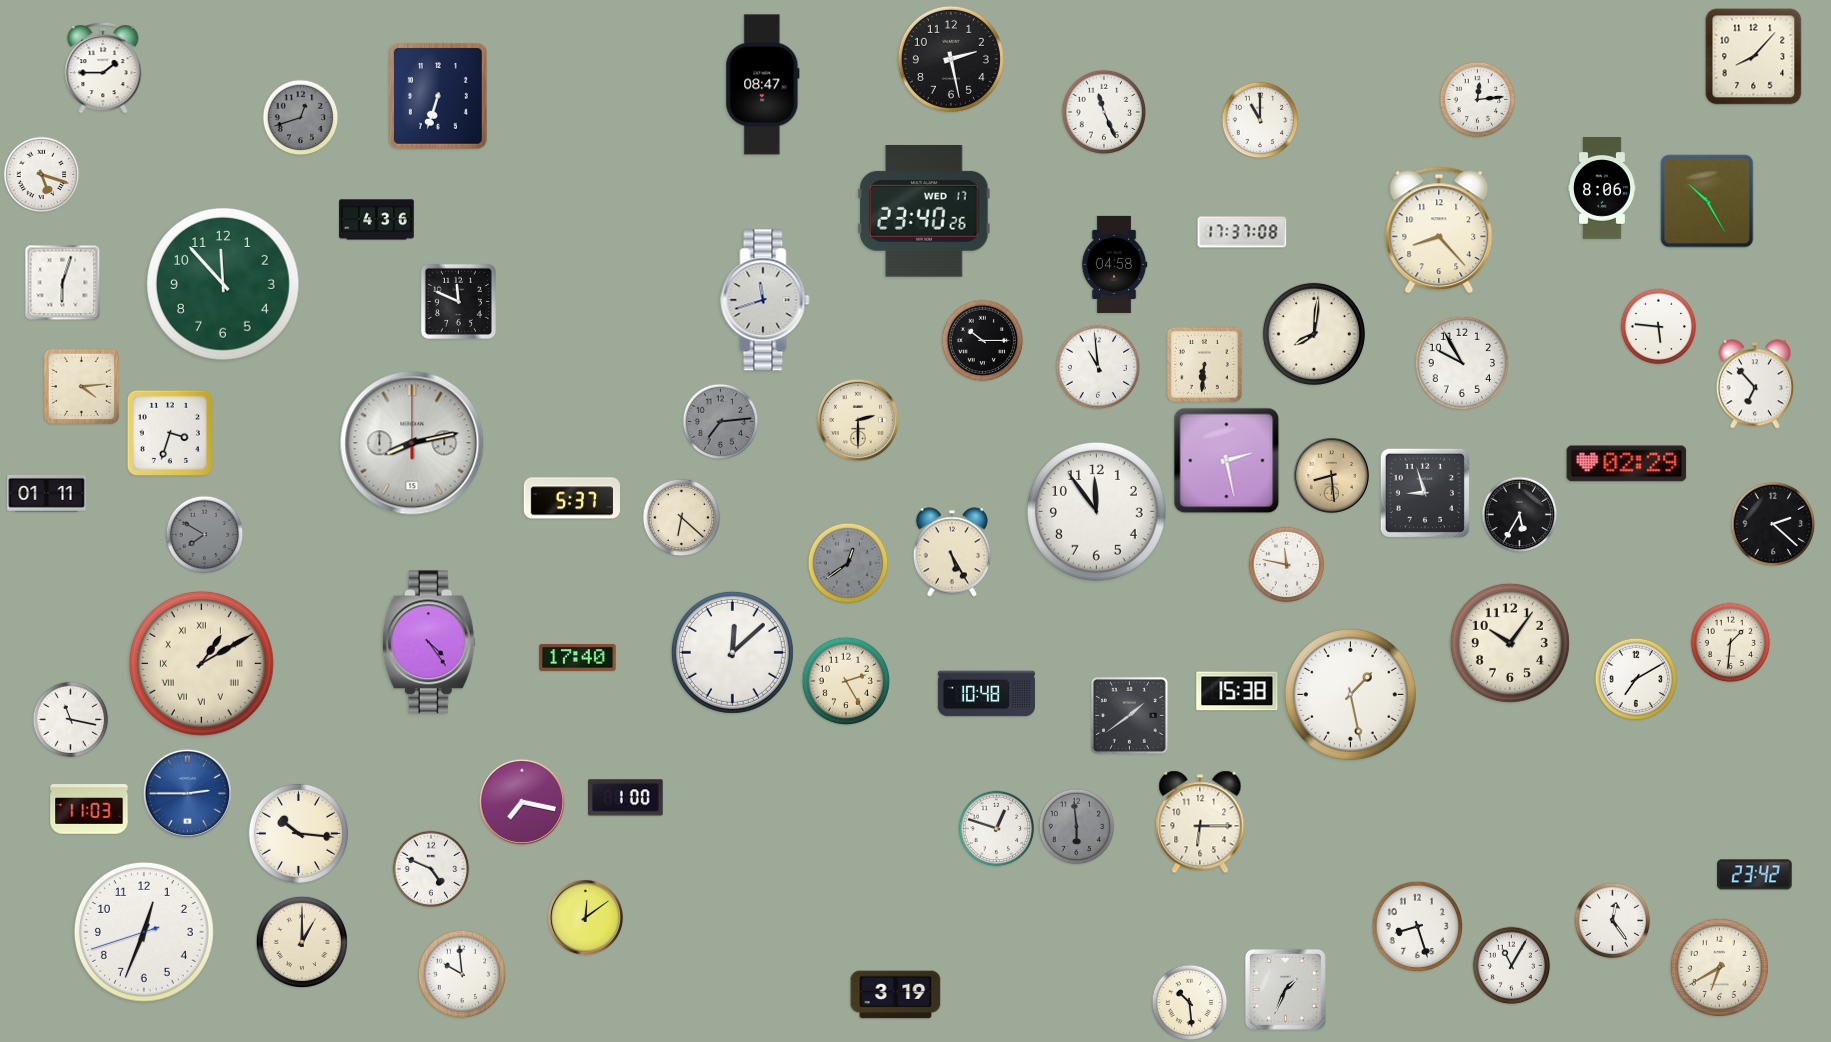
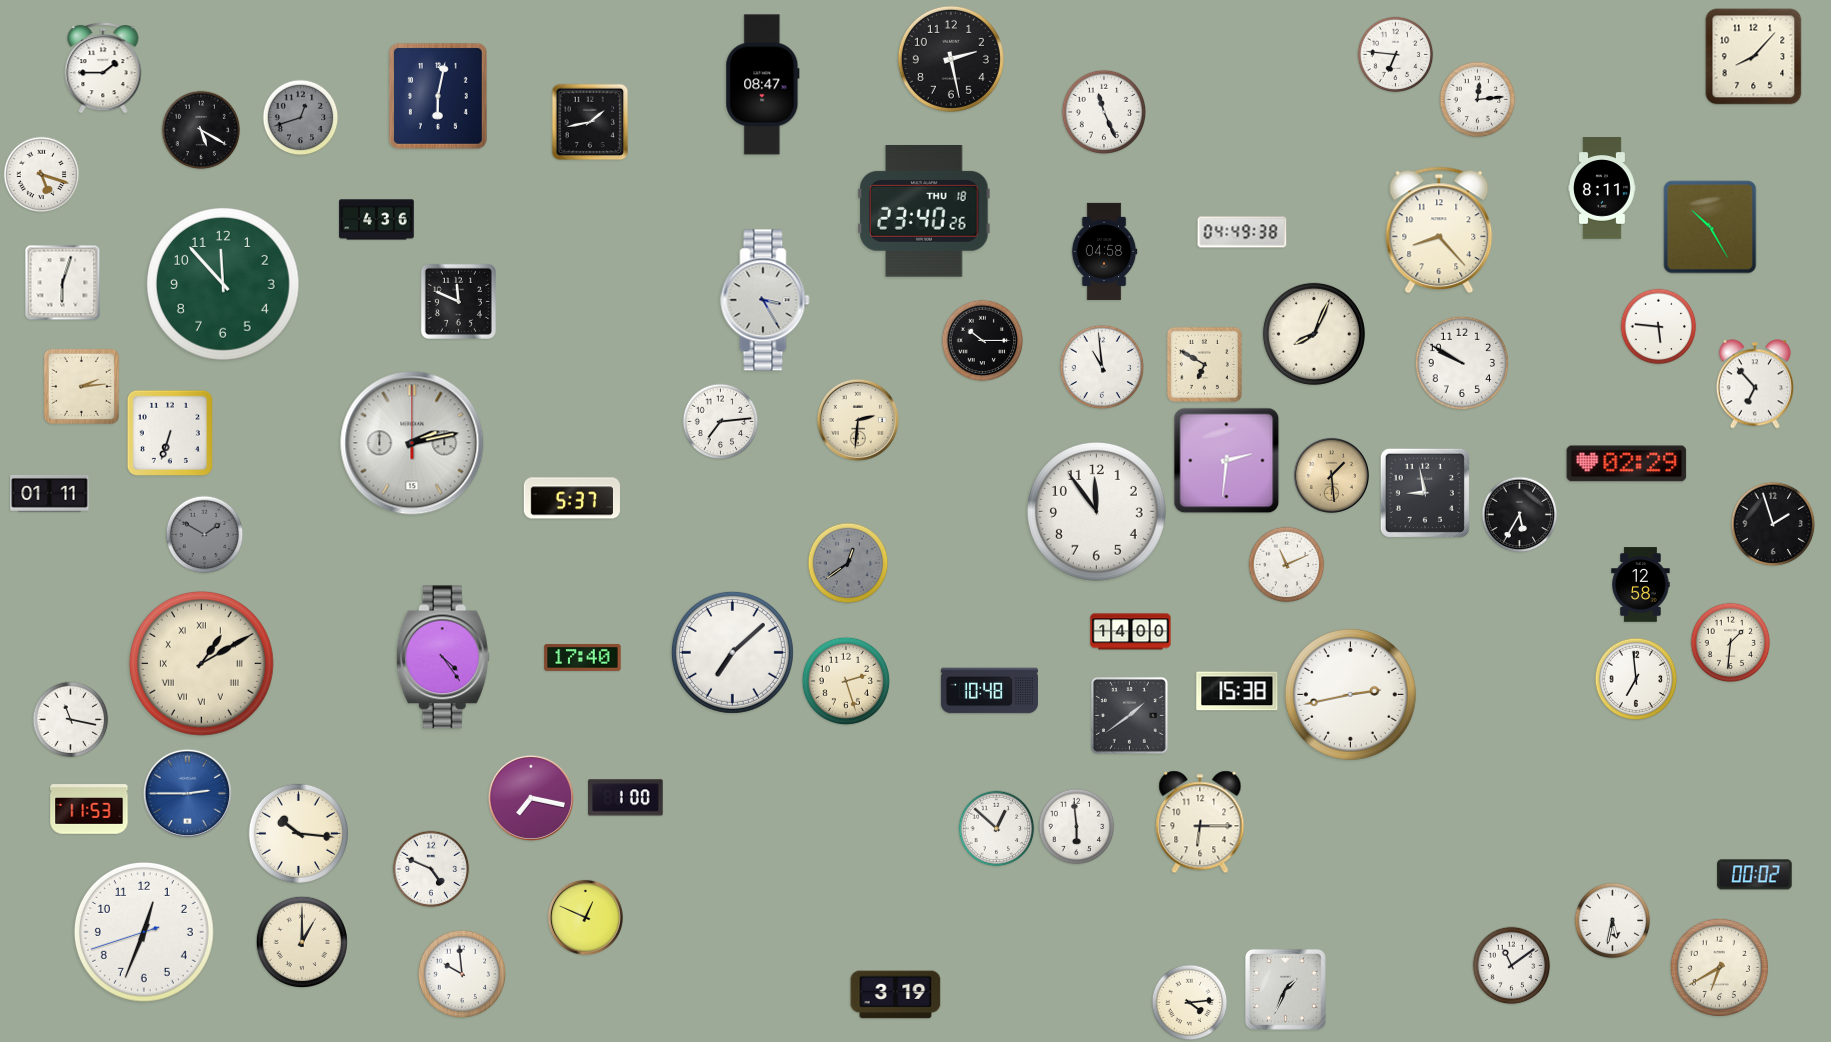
clock at (1396, 55): none -> 6:46
clock at (438, 96): 6:33 -> 6:02
clock at (1260, 120): 11:00 -> none
clock at (590, 122): none -> 1:43
clock at (201, 130): none -> 5:20
clock at (1603, 188): 8:06 -> 8:11
clock at (1707, 201) position: (1707, 201) -> (1710, 227)
clock at (924, 212) date: WED 17 -> THU 18
clock at (1242, 232): 17:37 -> 04:49
clock at (1114, 264) position: (1114, 264) -> (1104, 251)
clock at (765, 300): 11:42 -> 3:25
clock at (1314, 334): 8:01 -> 8:04
clock at (1461, 362): 9:55 -> 9:50
clock at (1204, 364): 6:31 -> 6:50
clock at (1098, 367) position: (1098, 367) -> (1102, 367)
clock at (81, 386): 4:14 -> 2:14
clock at (858, 420): 2:30 -> 2:31
clock at (721, 422) dial: grey -> white
clock at (170, 433): 3:33 -> 6:33
clock at (412, 443): 8:13 -> 2:13
clock at (1227, 461): 2:28 -> 2:31
clock at (1331, 475): 8:29 -> 1:29
clock at (47, 493) position: (47, 493) -> (50, 493)
clock at (1425, 493): 8:57 -> 8:58
clock at (682, 518): 6:22 -> none
clock at (1773, 524): 2:22 -> 1:57
clock at (205, 535): 7:50 -> 1:50
clock at (952, 552): 5:25 -> none
clock at (1287, 565): 11:47 -> 11:11
clock at (1641, 585): none -> 12:58
clock at (1131, 632): none -> 14:00
clock at (429, 642) position: (429, 642) -> (443, 657)
clock at (1510, 643): 10:06 -> none
clock at (732, 652): 12:08 -> 7:08
clock at (578, 657) position: (578, 657) -> (583, 657)
clock at (1636, 679): 7:10 -> 6:59
clock at (846, 681): 2:25 -> 2:27
clock at (986, 694) position: (986, 694) -> (989, 691)
clock at (1350, 694): 1:28 -> 2:43
clock at (521, 801) position: (521, 801) -> (530, 797)
clock at (89, 809): 11:03 -> 11:53
clock at (1077, 827) dial: grey -> white
clock at (997, 829): 12:48 -> 12:52
clock at (1755, 875): 23:42 -> 00:02
clock at (585, 917): 12:09 -> 12:49
clock at (1613, 921): 12:24 -> 5:32
clock at (1417, 926): 8:27 -> none
clock at (1512, 966): 11:05 -> 11:09
clock at (1190, 1003): 10:29 -> 4:14
